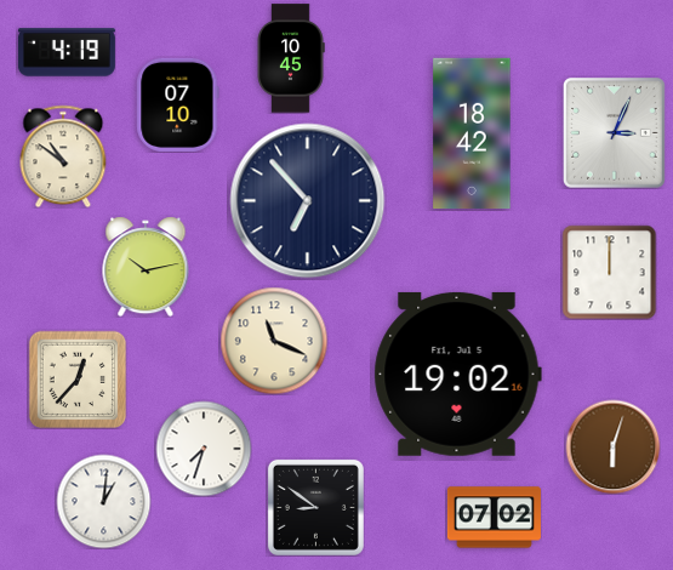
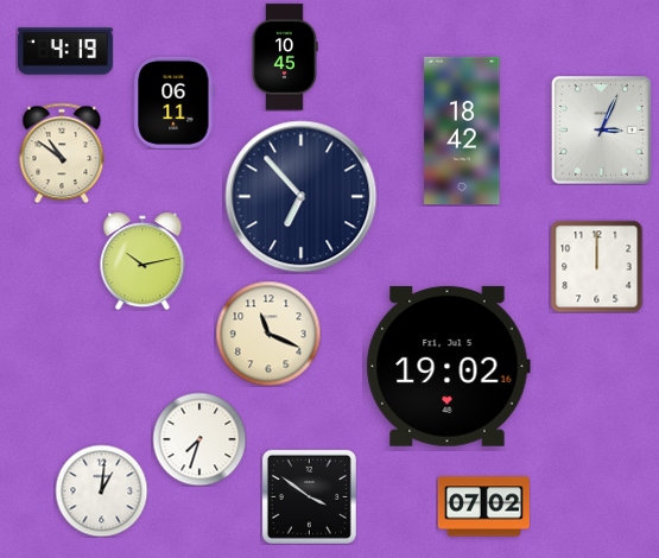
clock at (178, 104): 07:10 -> 06:11
clock at (78, 380): 12:37 -> none
clock at (612, 446): 6:03 -> none
clock at (315, 507): 8:51 -> 3:51
